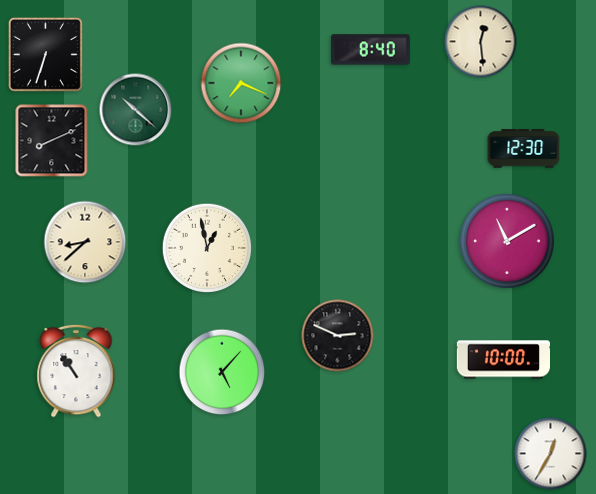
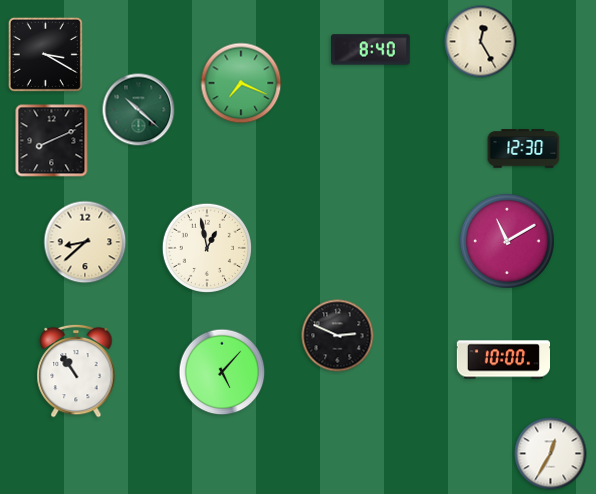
clock at (481, 42): 12:29 -> 12:25
clock at (45, 54): 6:33 -> 3:20
clock at (136, 110) position: (136, 110) -> (139, 110)
